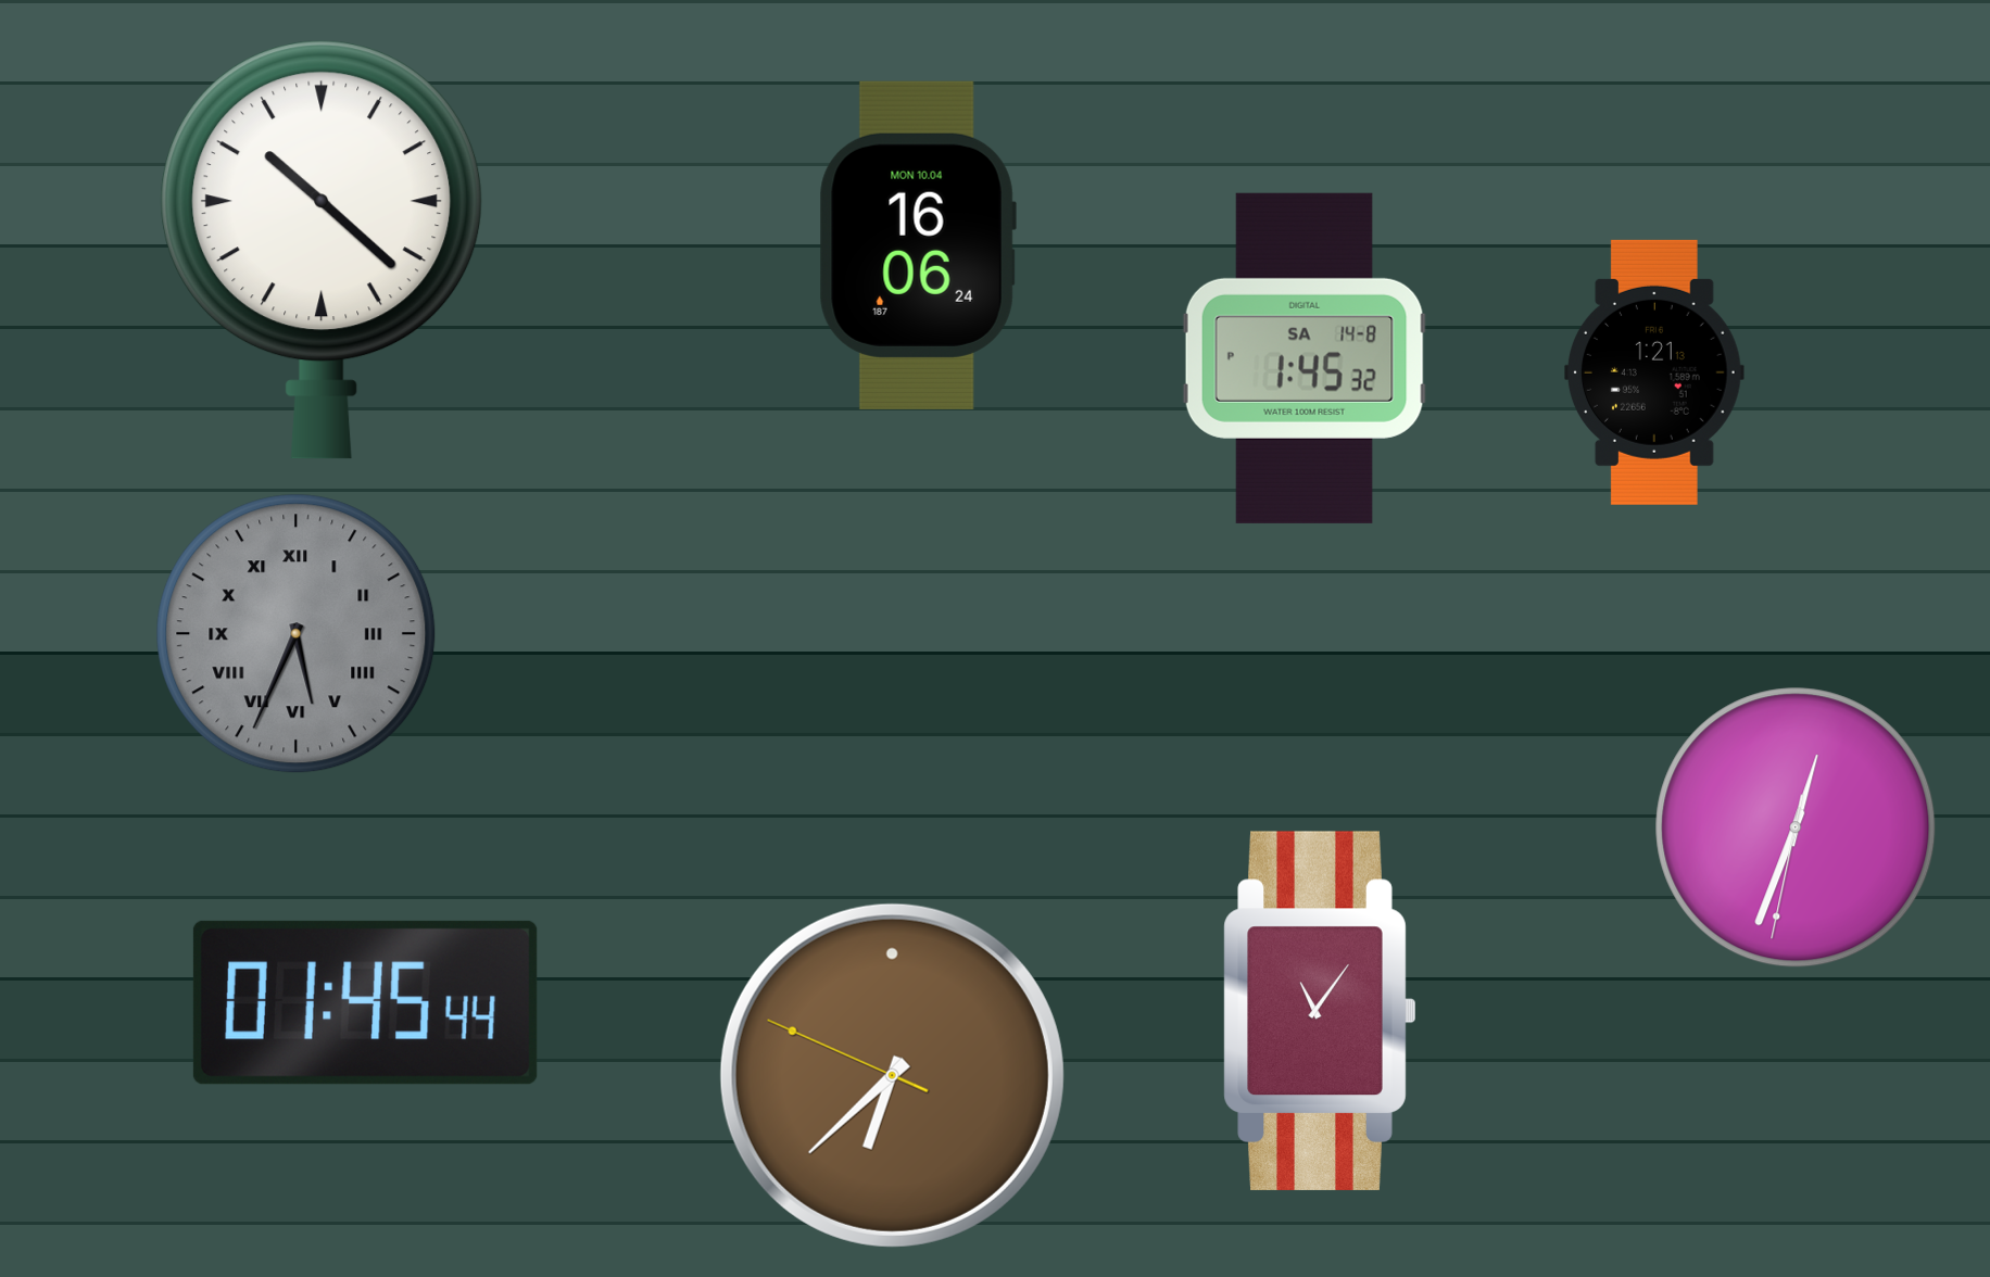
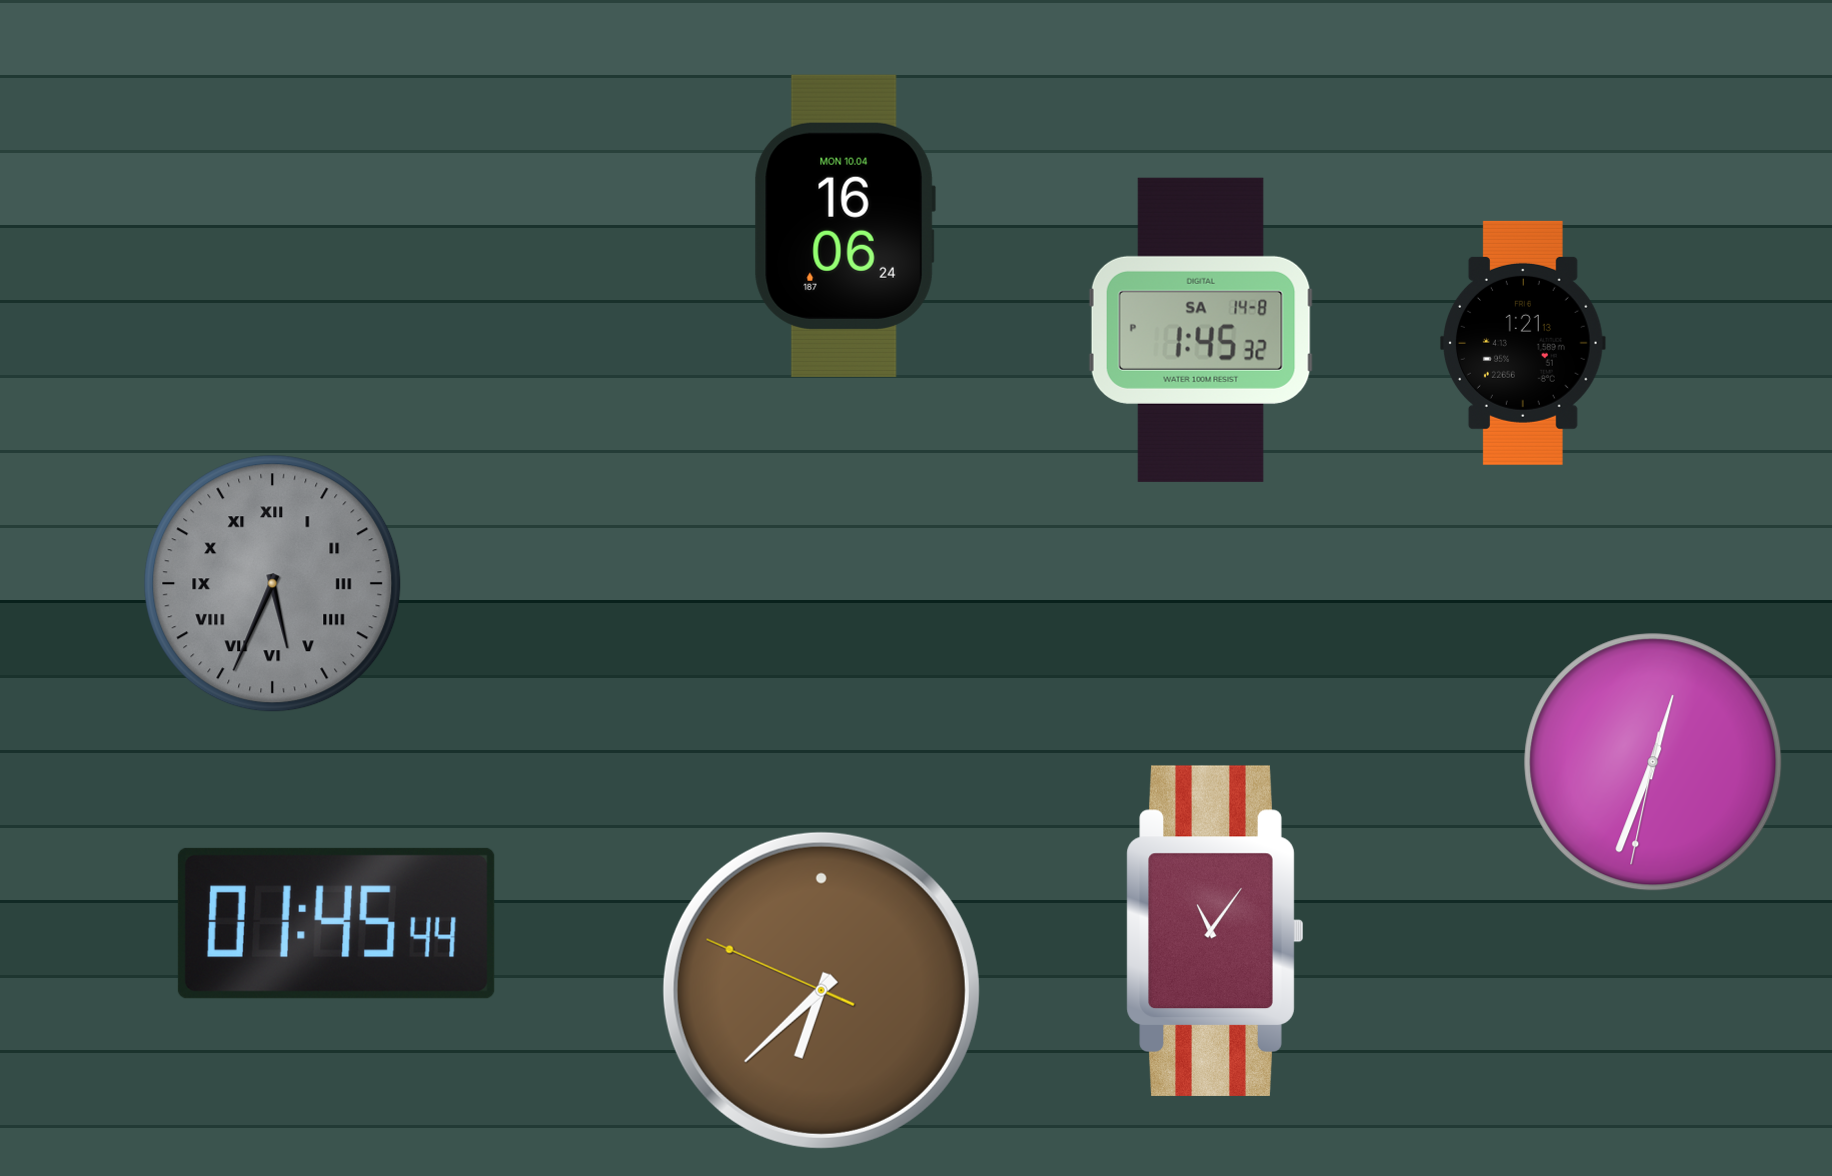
clock at (322, 250): 10:22 -> none
